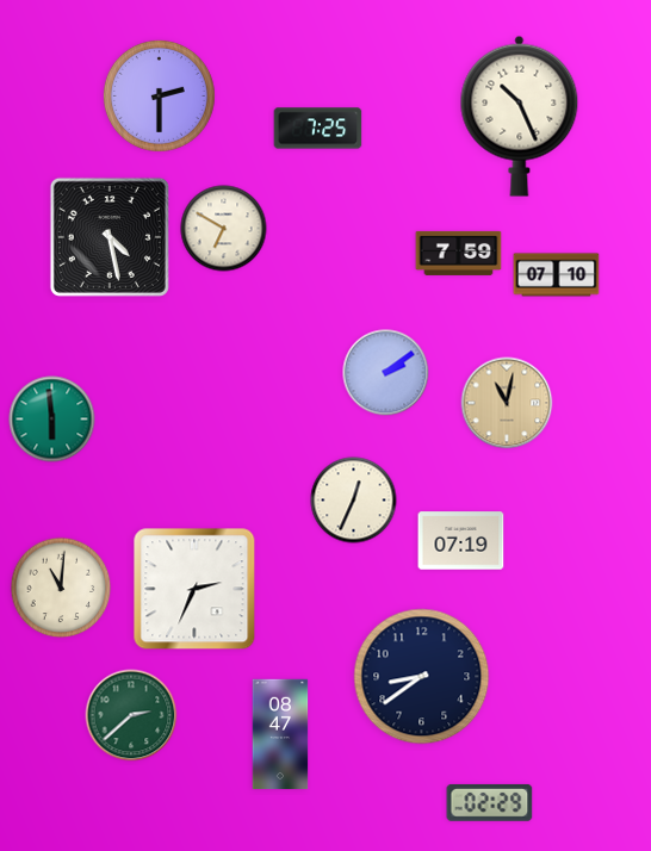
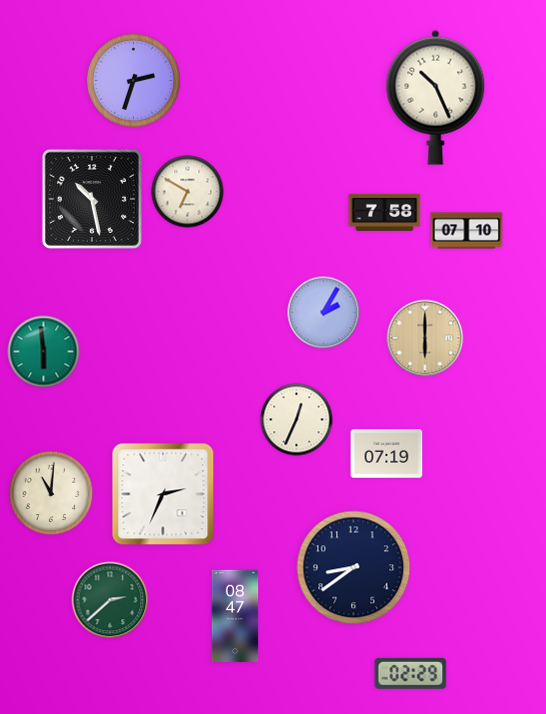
clock at (159, 95): 2:30 -> 2:33
clock at (318, 129): 7:25 -> none
clock at (110, 237): 4:28 -> 10:28
clock at (459, 253): 7:59 -> 7:58
clock at (386, 373): 2:09 -> 2:05
clock at (507, 403): 11:02 -> 6:00
